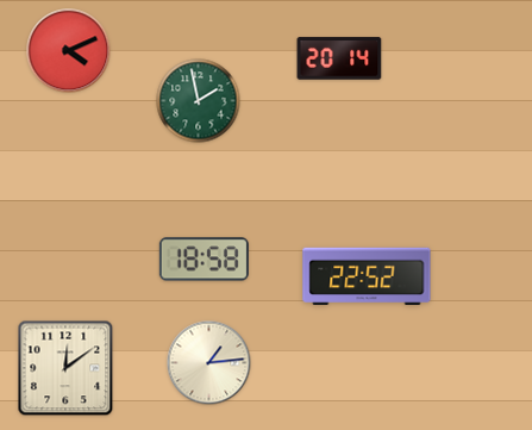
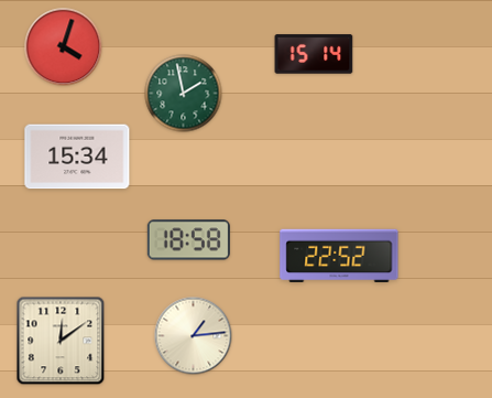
clock at (69, 51): 4:11 -> 4:03
clock at (339, 58): 20:14 -> 15:14
clock at (77, 157): none -> 15:34
